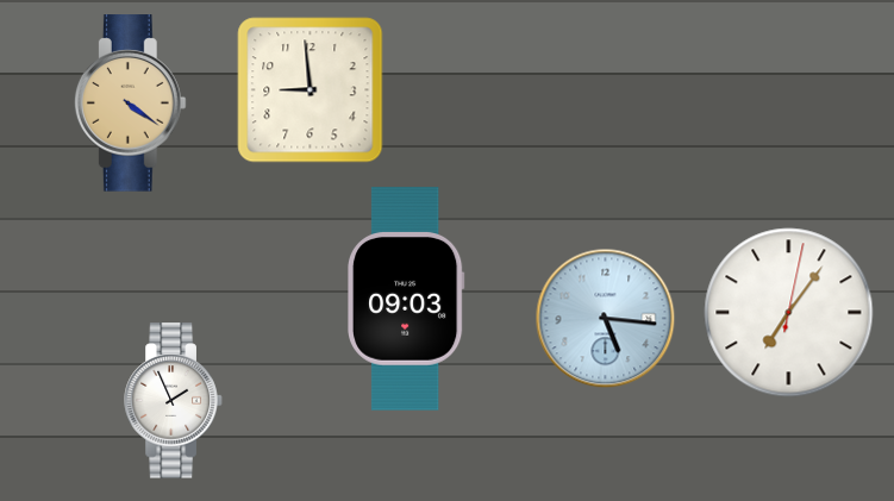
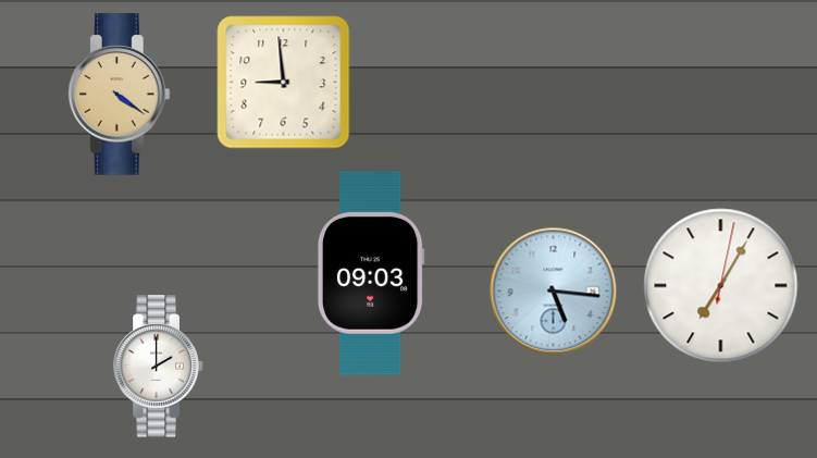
clock at (789, 313): 7:06 -> 7:05
clock at (174, 401): 1:56 -> 2:00
